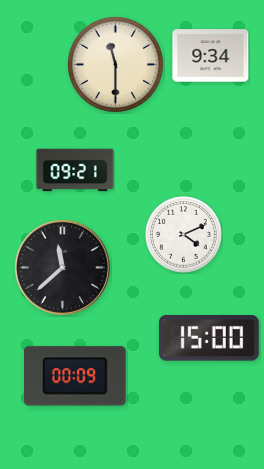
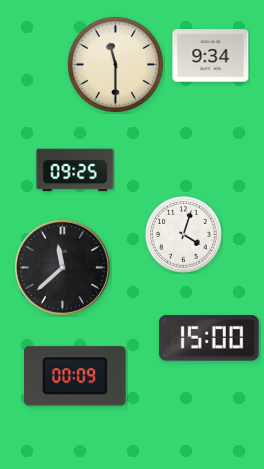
clock at (75, 170): 09:21 -> 09:25
clock at (184, 235): 4:11 -> 4:03
